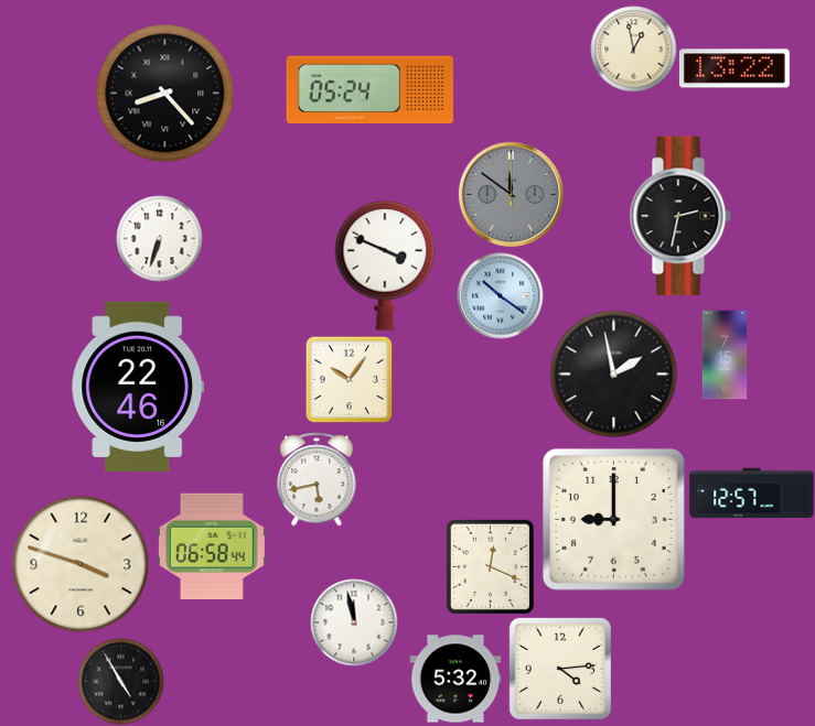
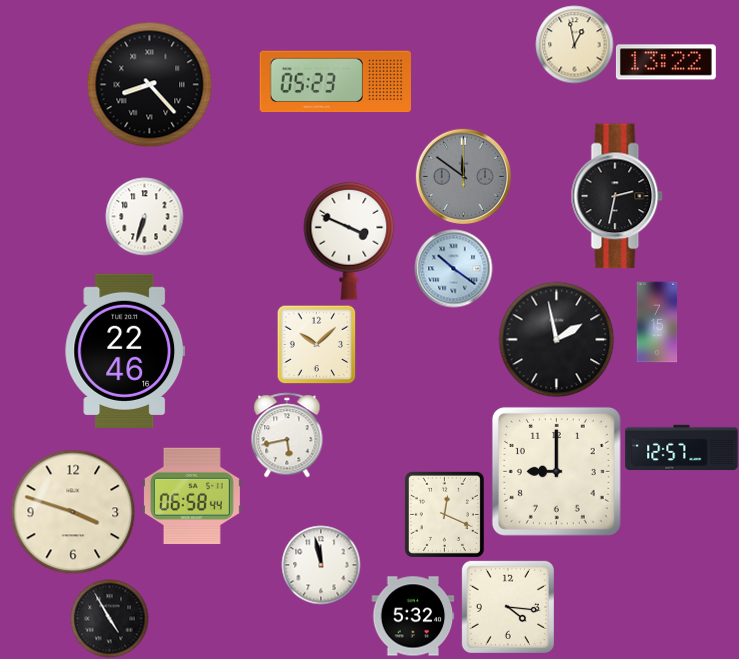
clock at (369, 90): 05:24 -> 05:23
clock at (348, 379): 10:06 -> 10:08
clock at (560, 669): 4:14 -> 4:16
